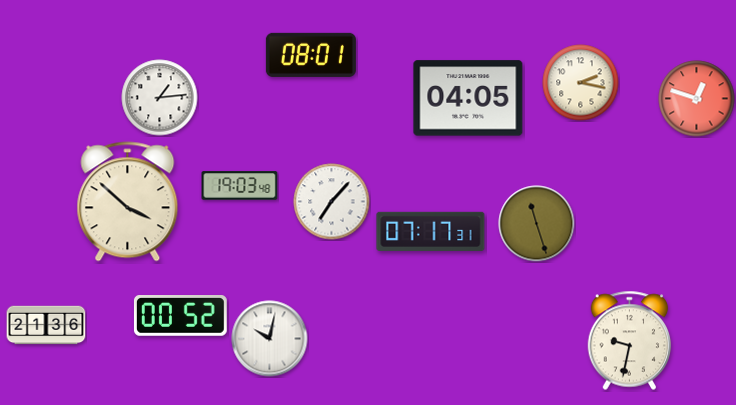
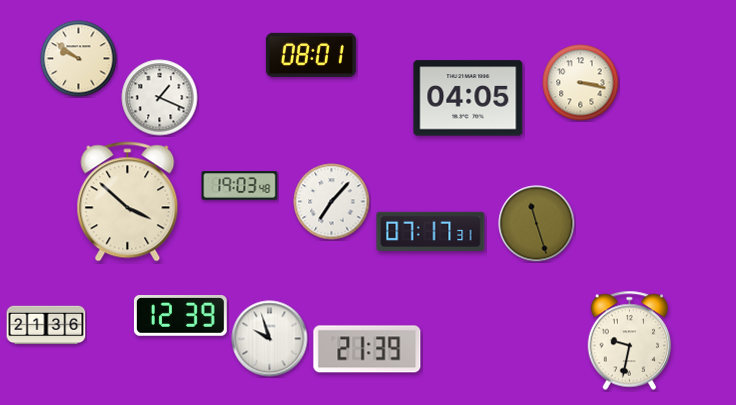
clock at (79, 59): none -> 9:51
clock at (581, 83): 2:17 -> 3:17
clock at (160, 98): 1:14 -> 1:19
clock at (697, 99): 12:48 -> none
clock at (180, 316): 00:52 -> 12:39
clock at (270, 339): 10:02 -> 9:57
clock at (367, 349): none -> 21:39
